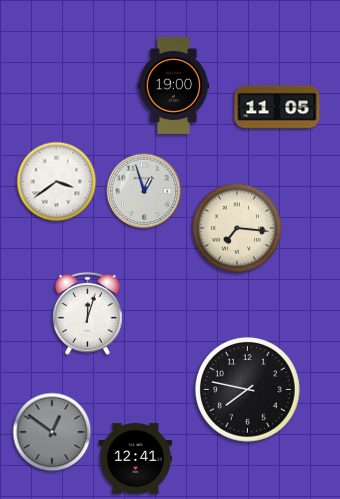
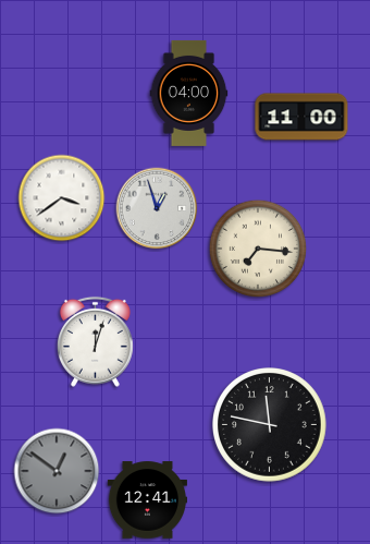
clock at (174, 85): 19:00 -> 04:00
clock at (277, 107): 11:05 -> 11:00
clock at (248, 390): 7:47 -> 11:47
